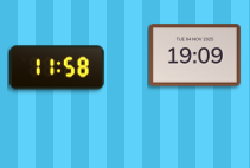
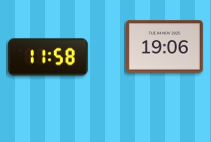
clock at (195, 56): 19:09 -> 19:06
